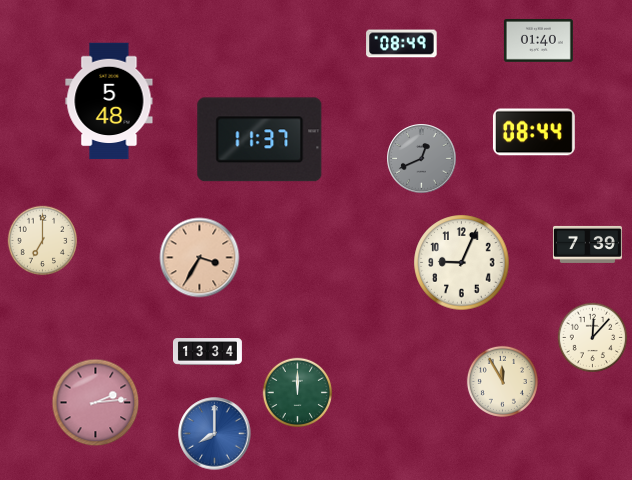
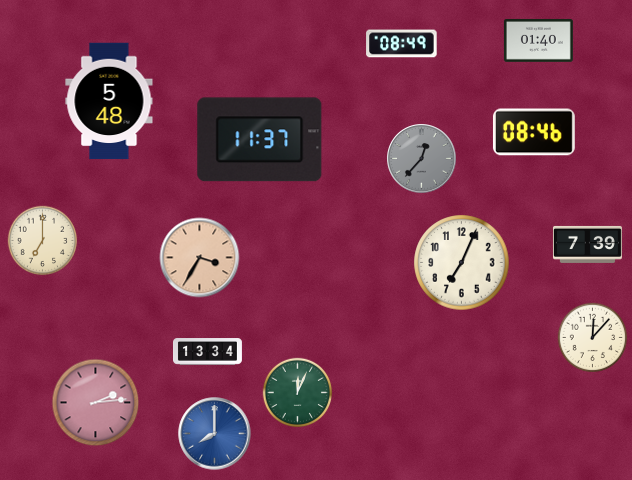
clock at (534, 132): 08:44 -> 08:46
clock at (422, 159): 12:41 -> 12:37
clock at (462, 263): 9:04 -> 7:04
clock at (502, 381): 11:55 -> none
clock at (298, 393): 12:00 -> 12:04
